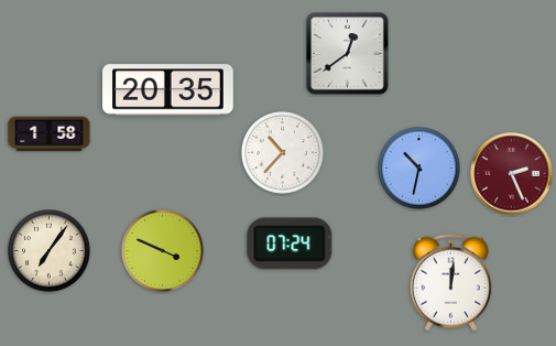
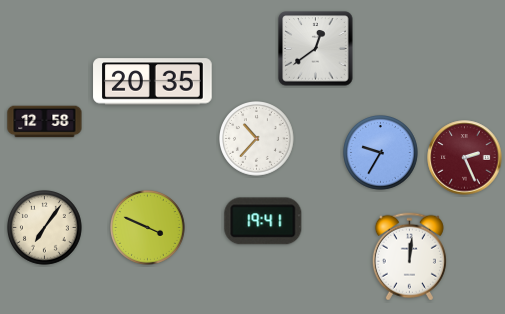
clock at (50, 134): 1:58 -> 12:58
clock at (419, 169): 10:32 -> 9:35
clock at (290, 244): 07:24 -> 19:41
